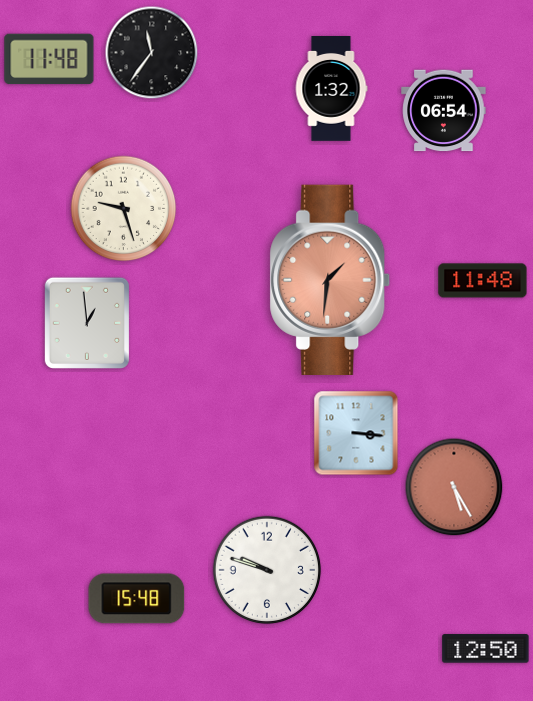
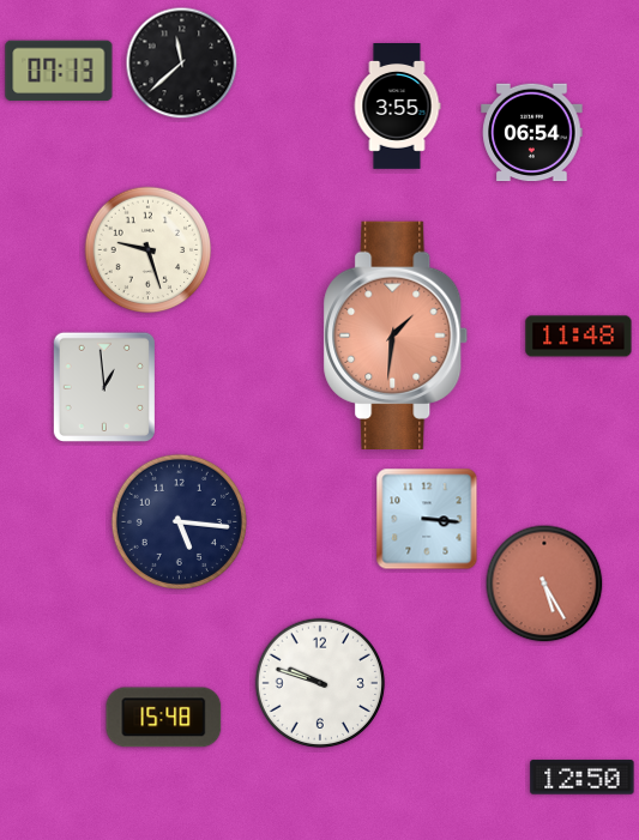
clock at (152, 53): 11:36 -> 11:38
clock at (49, 59): 11:48 -> 07:13
clock at (331, 89): 1:32 -> 3:55
clock at (179, 521): none -> 5:16
